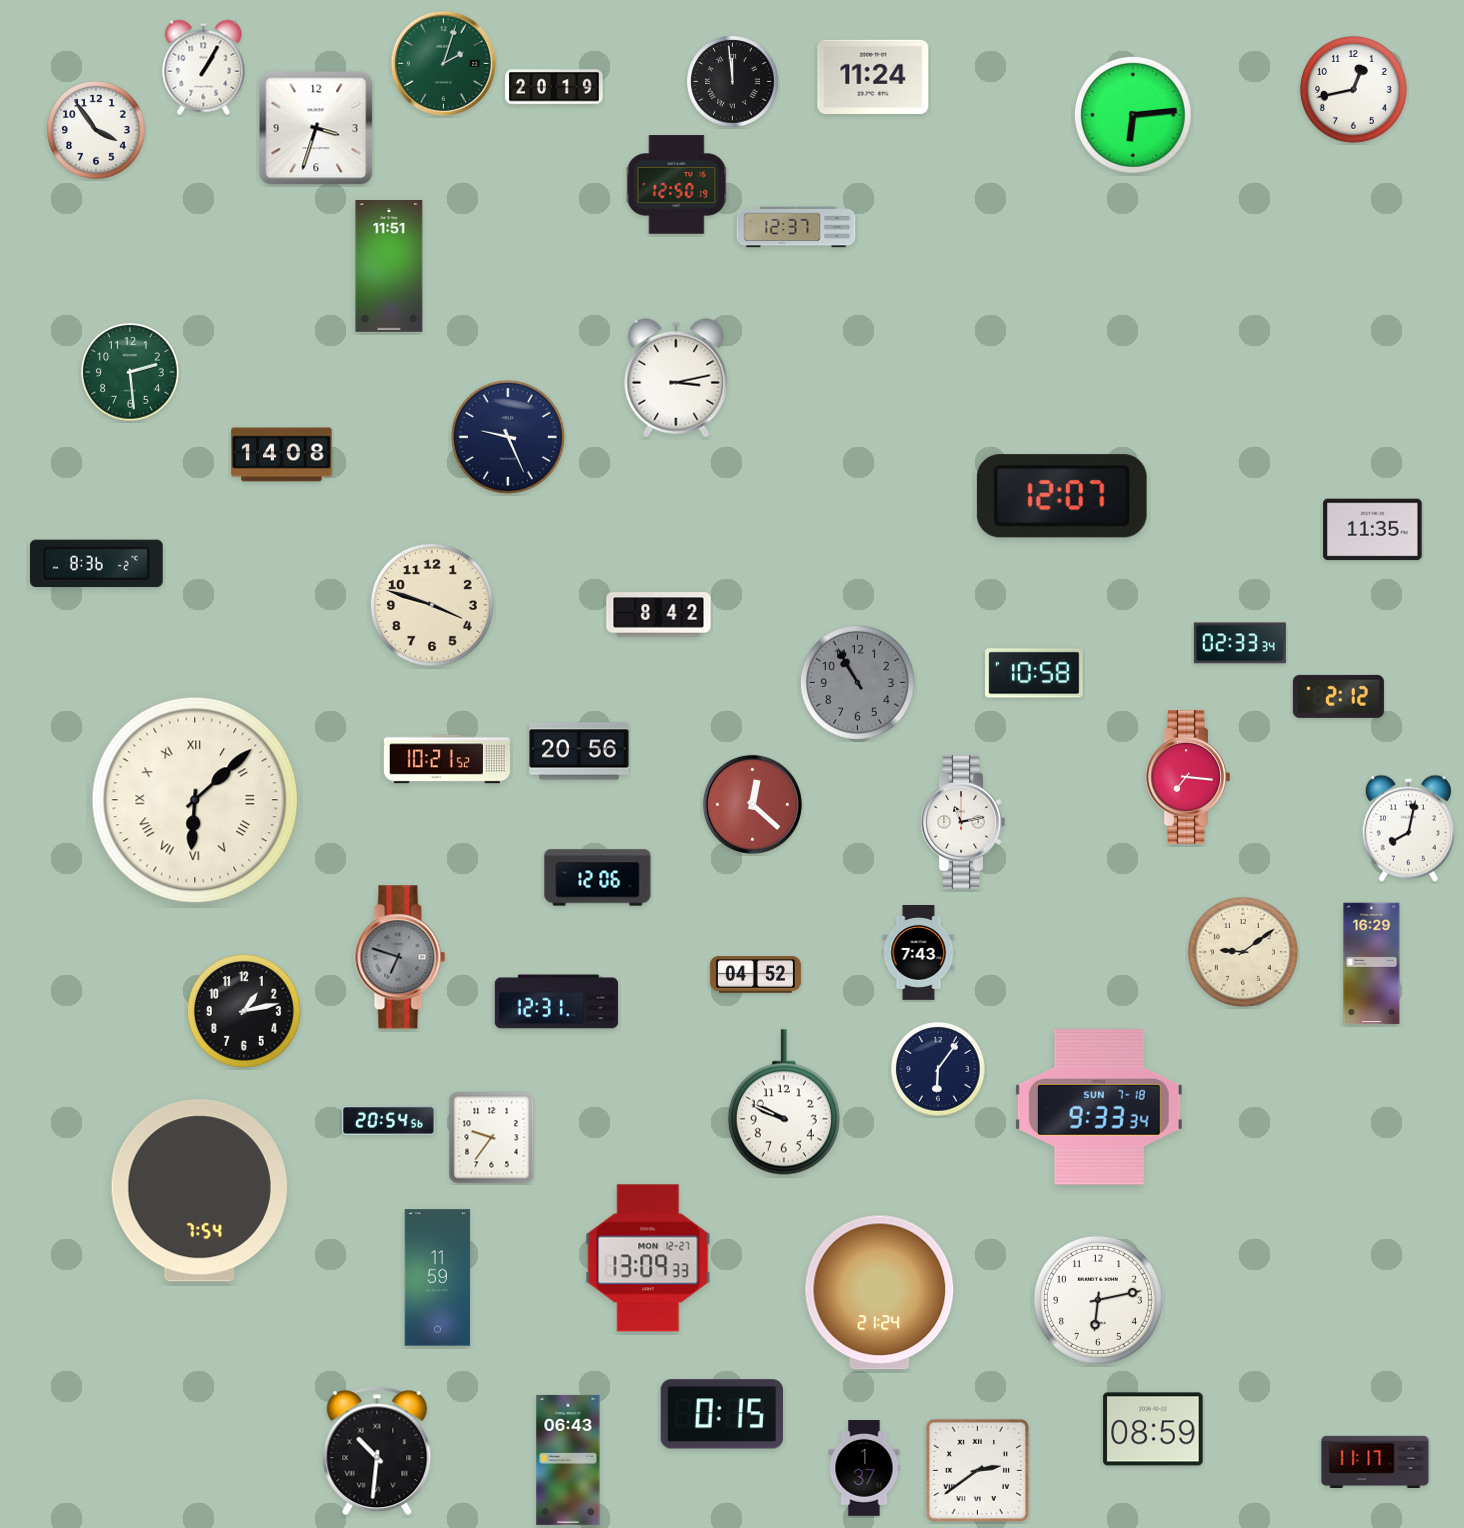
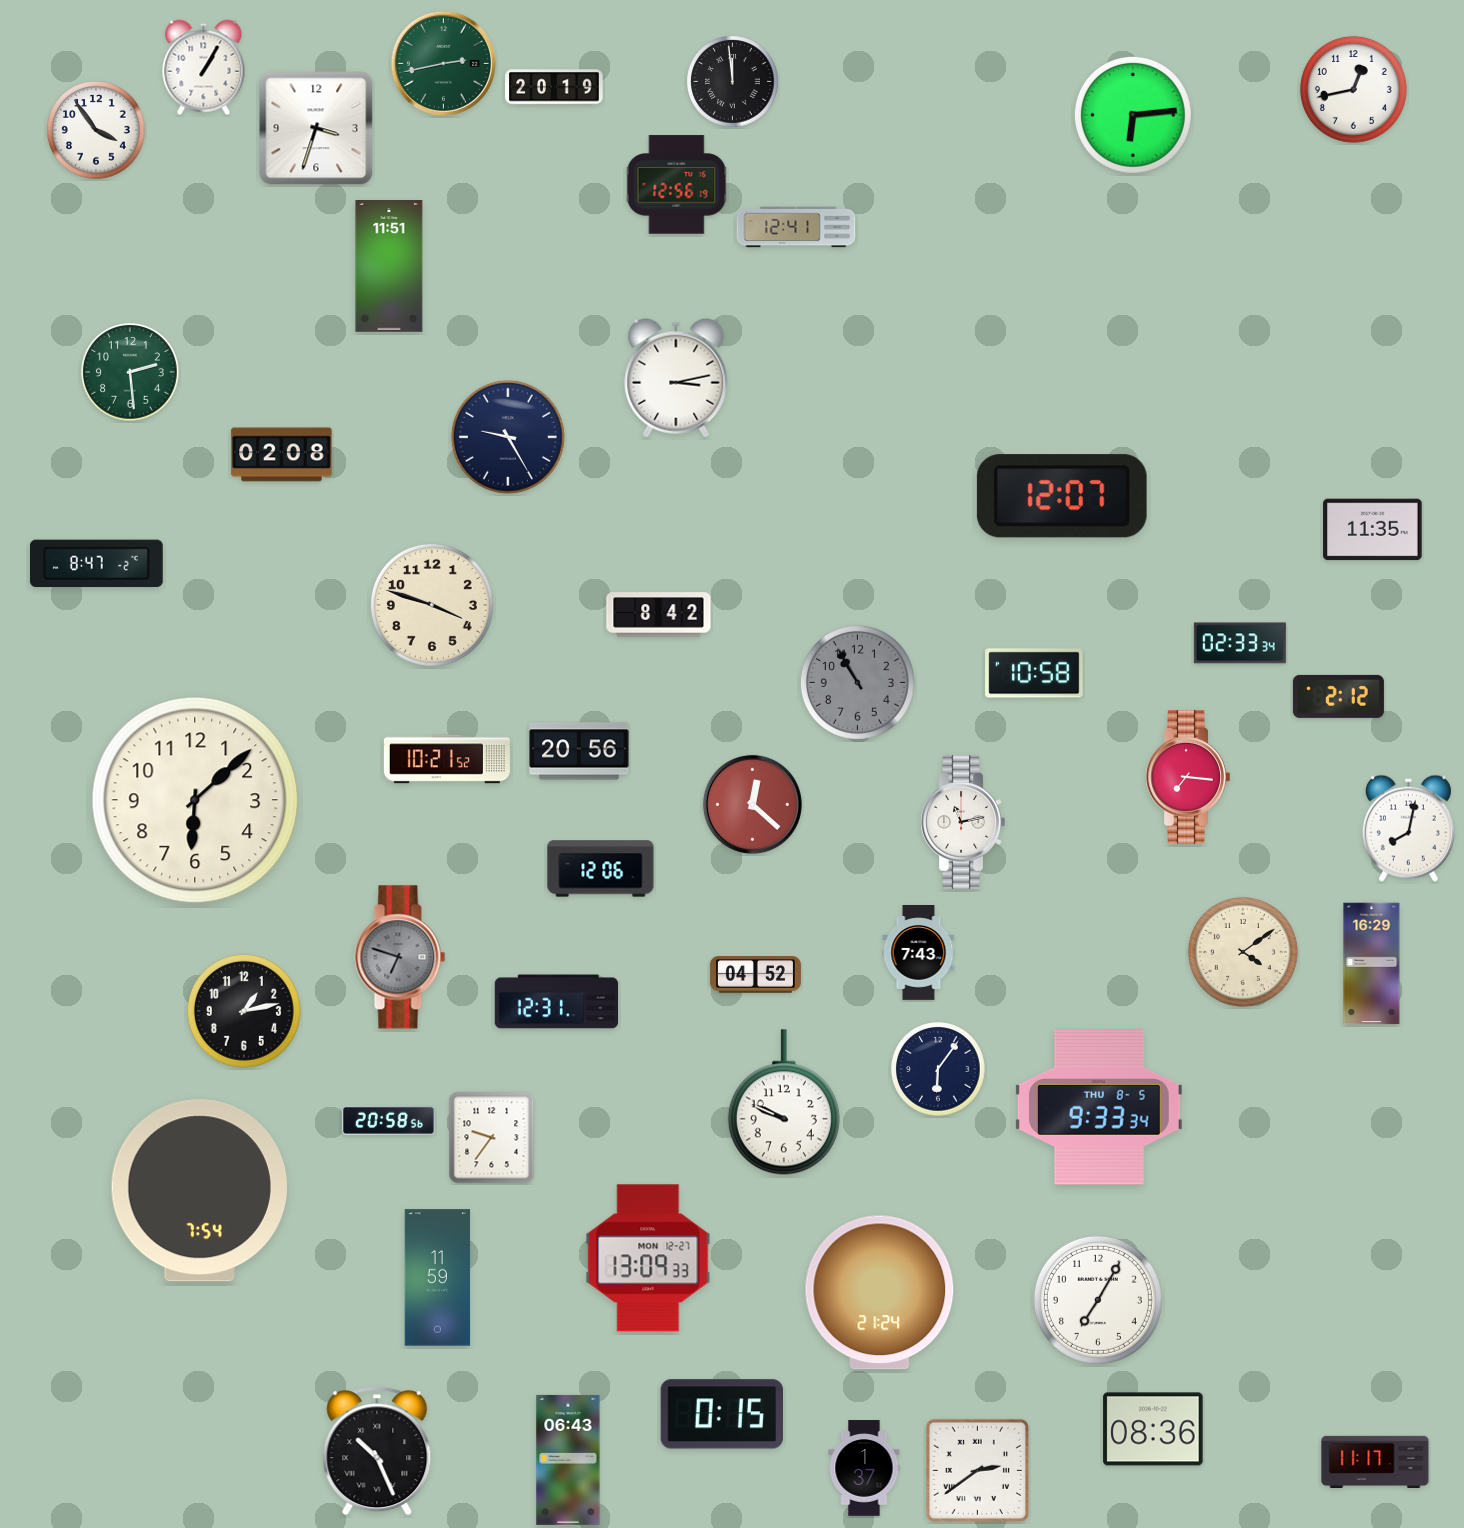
clock at (443, 63): 2:03 -> 2:43
clock at (873, 77): 11:24 -> none
clock at (677, 185): 12:50 -> 12:56
clock at (796, 227): 12:37 -> 12:41
clock at (508, 437): 9:26 -> 9:25
clock at (282, 455): 14:08 -> 02:08
clock at (96, 564): 8:36 -> 8:47
clock at (195, 800) numerals: Roman -> Arabic
clock at (598, 878) position: (598, 878) -> (601, 869)
clock at (1243, 952): 9:09 -> 4:09
clock at (1099, 1107) date: SUN 7-18 -> THU 8-5
clock at (388, 1120): 20:54 -> 20:58
clock at (1098, 1300): 6:13 -> 7:05
clock at (1153, 1429): 08:59 -> 08:36
clock at (377, 1451): 10:31 -> 10:26
